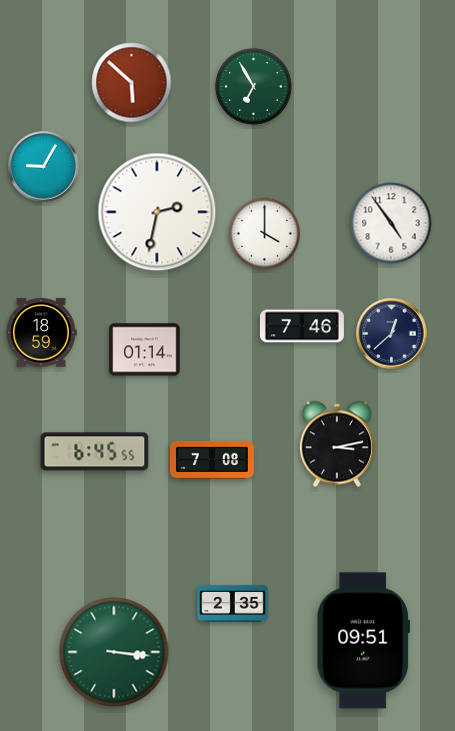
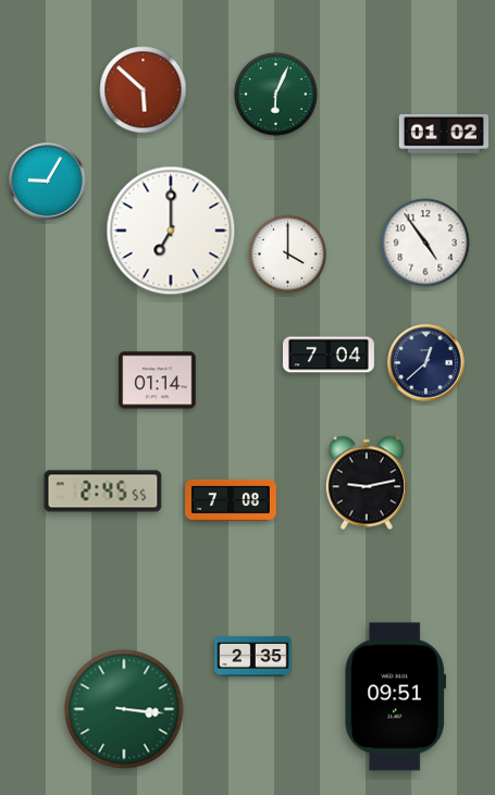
clock at (254, 87): 6:55 -> 6:04
clock at (444, 134): none -> 01:02
clock at (157, 212): 2:32 -> 7:00
clock at (302, 326): 7:46 -> 7:04
clock at (41, 333): 18:59 -> none
clock at (337, 444): 3:13 -> 9:13
clock at (95, 452): 6:45 -> 2:45
